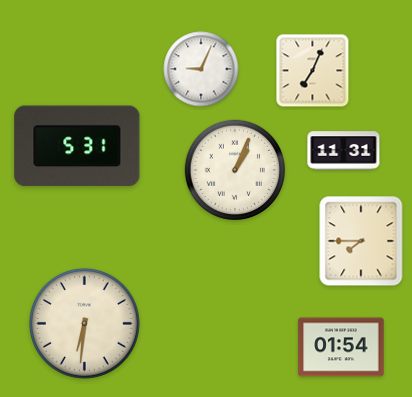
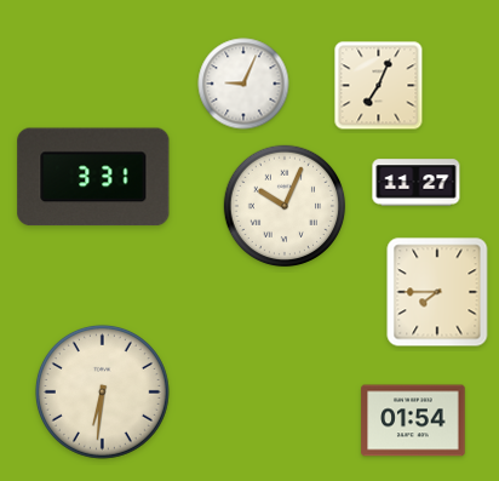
clock at (77, 146): 5:31 -> 3:31
clock at (344, 151): 11:31 -> 11:27
clock at (235, 170): 1:04 -> 10:04
